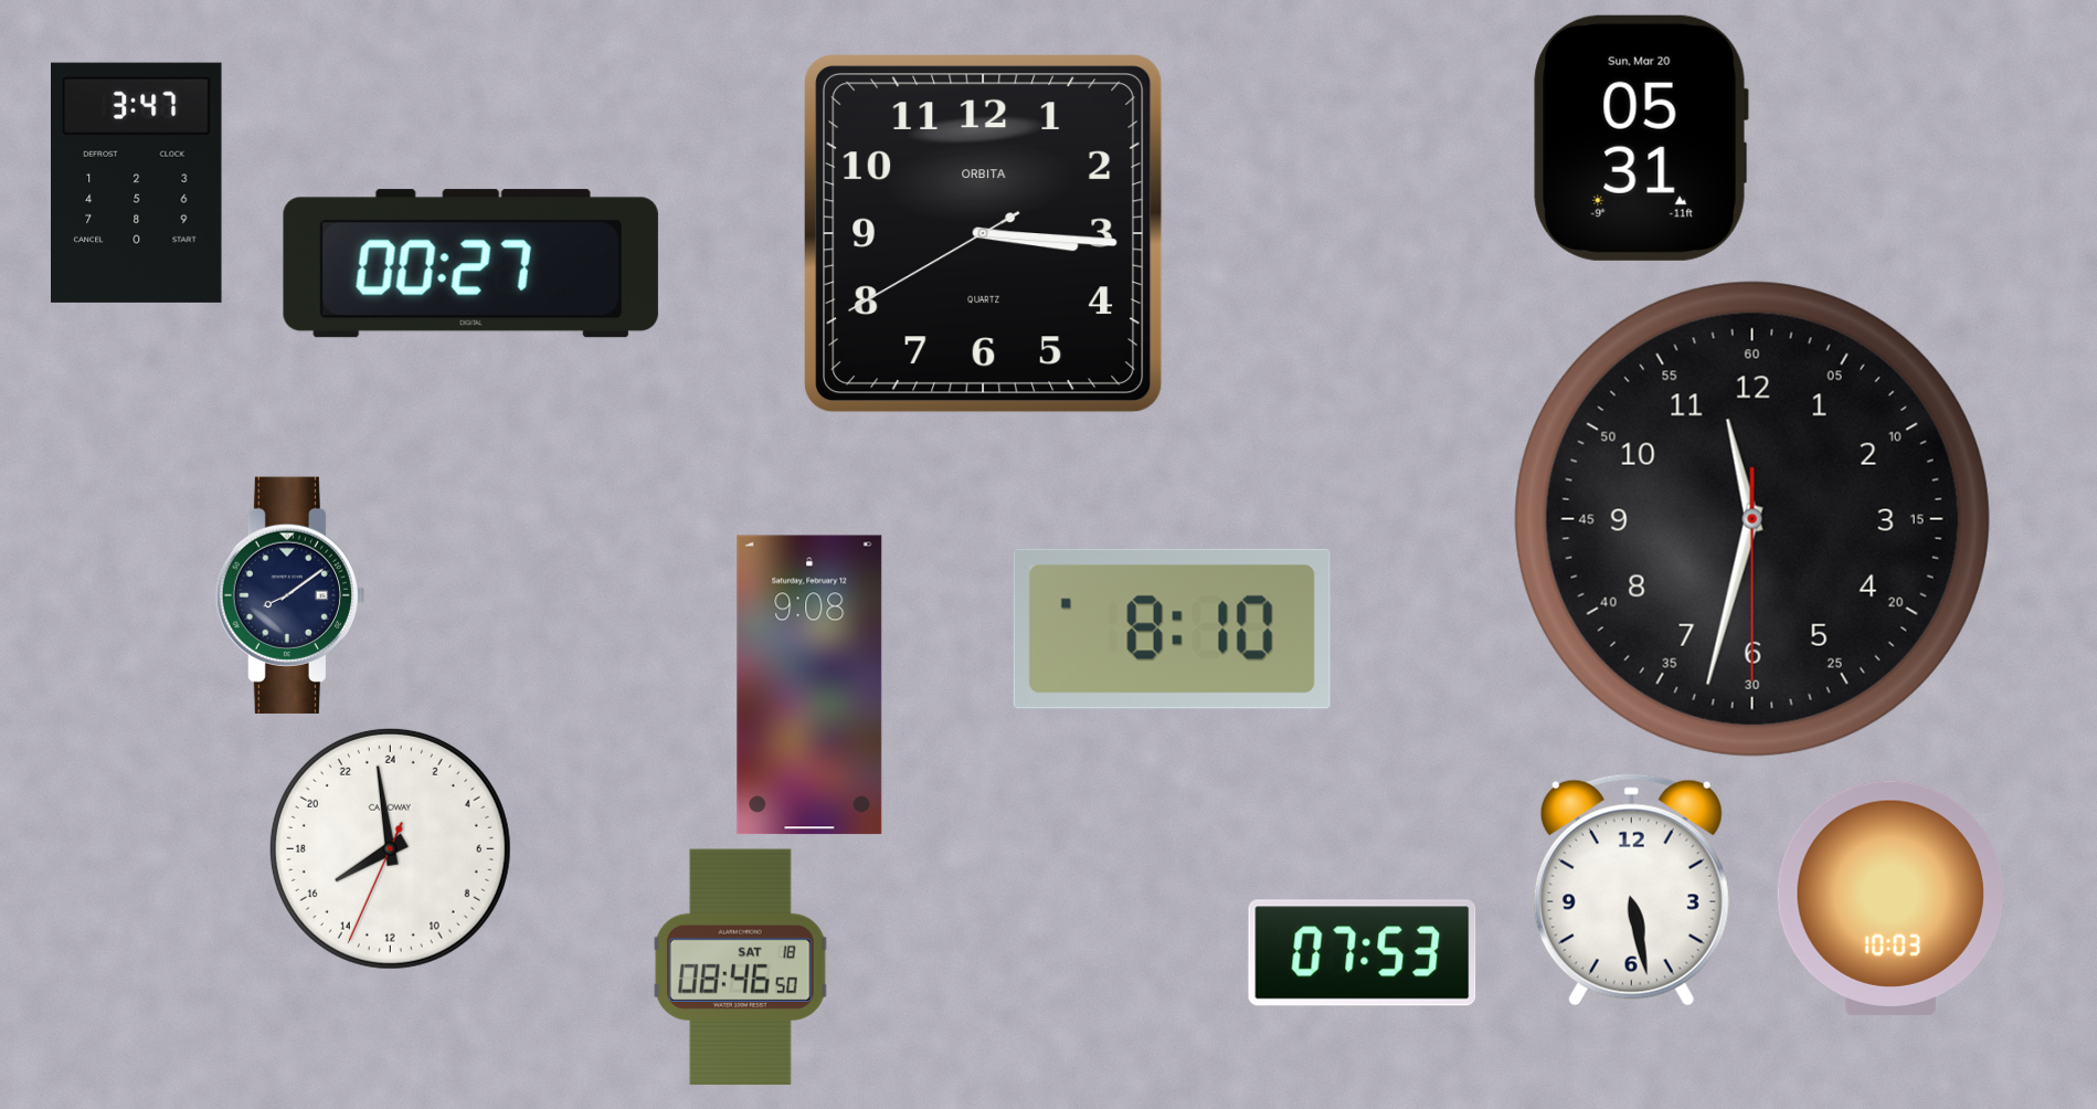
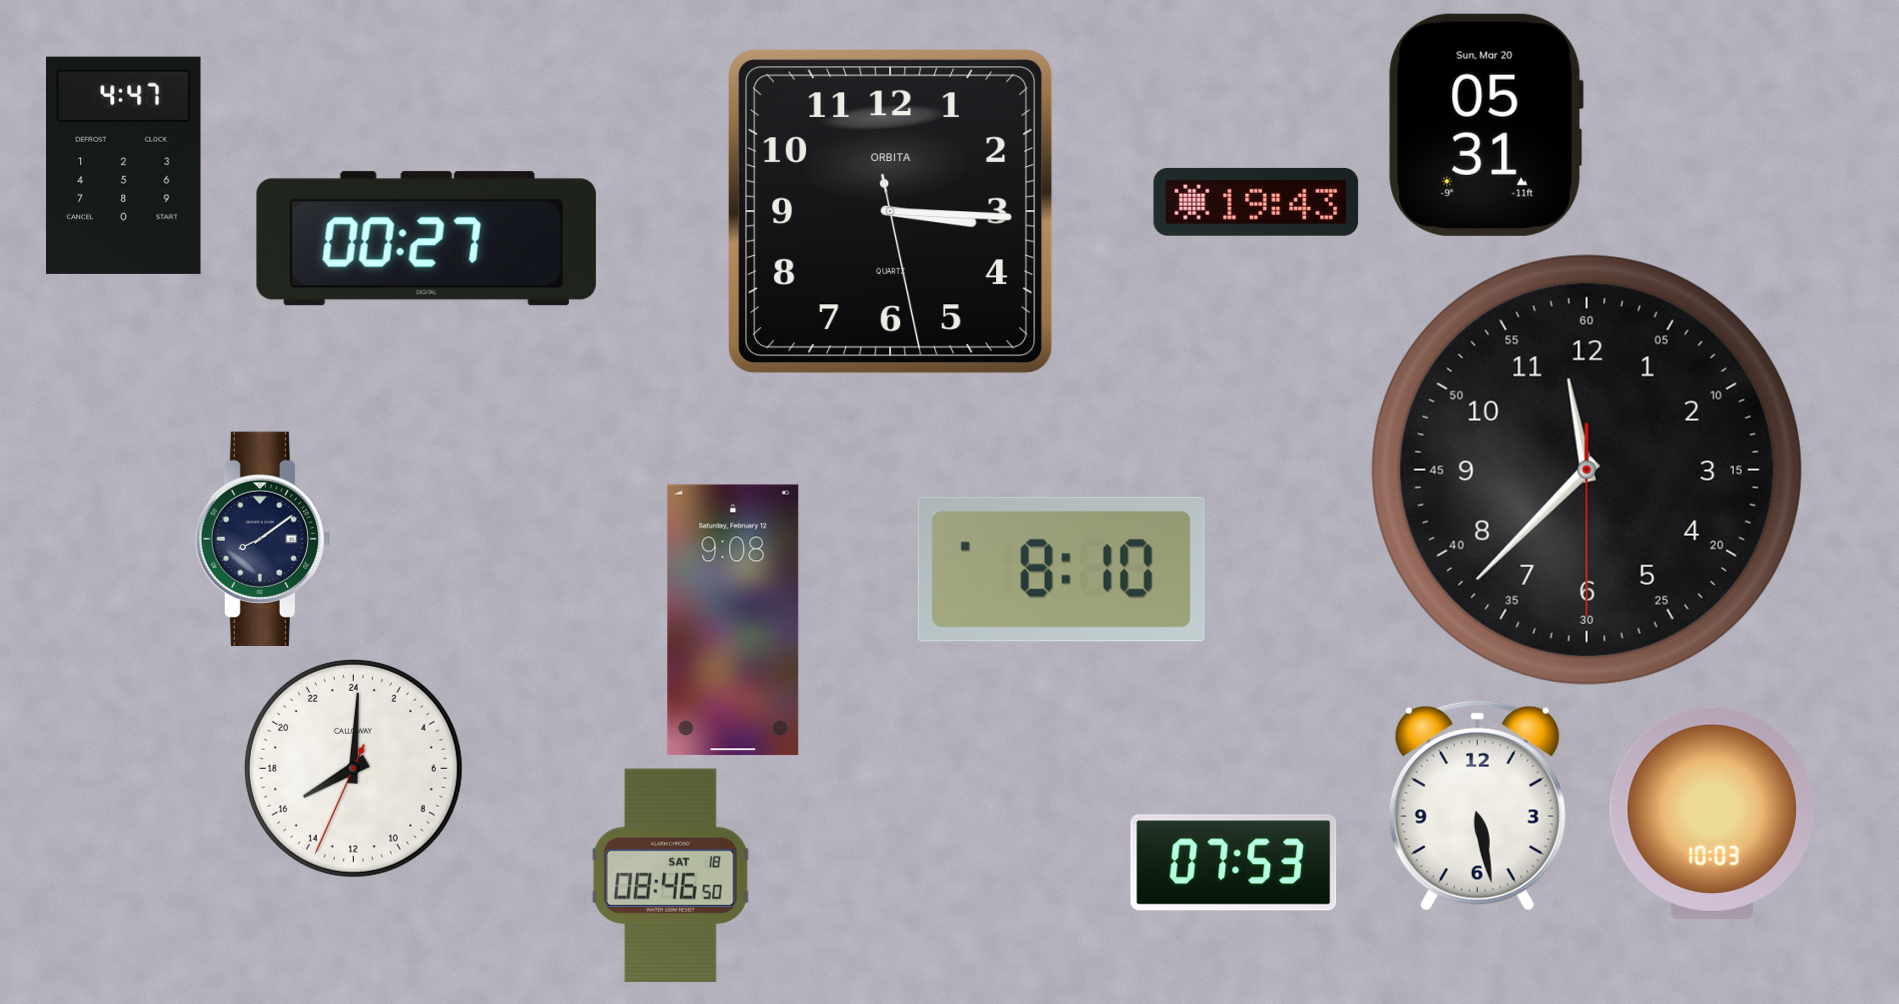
clock at (137, 182): 3:47 -> 4:47
clock at (1256, 202): none -> 19:43
clock at (984, 234): 3:15:40 -> 3:15:28
clock at (1752, 519): 11:32 -> 11:37
clock at (390, 848): 15:58 -> 16:00
